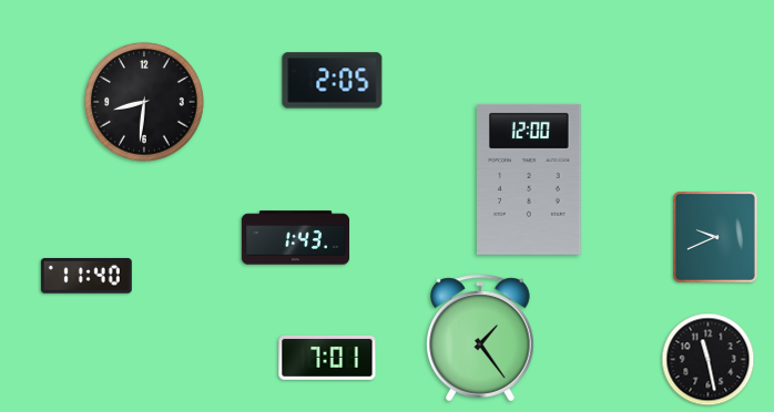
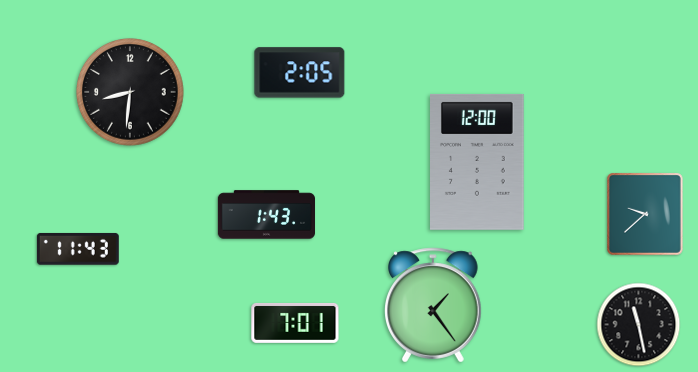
clock at (715, 238): 9:41 -> 9:38
clock at (86, 276): 11:40 -> 11:43
